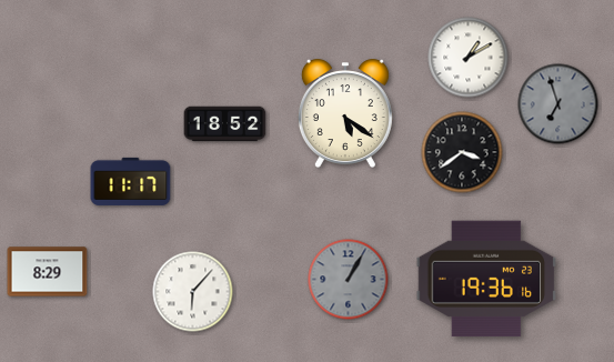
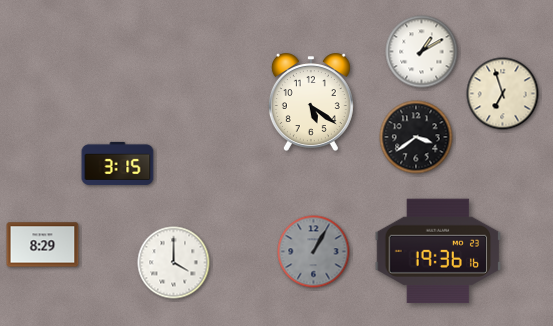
clock at (558, 104) dial: grey -> cream
clock at (225, 124): 18:52 -> none
clock at (131, 181): 11:17 -> 3:15
clock at (193, 292): 6:07 -> 4:00
